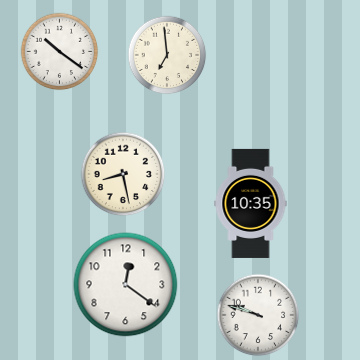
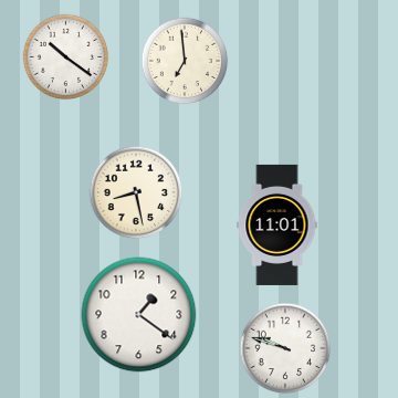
clock at (251, 203): 10:35 -> 11:01
clock at (126, 285): 12:21 -> 1:21
